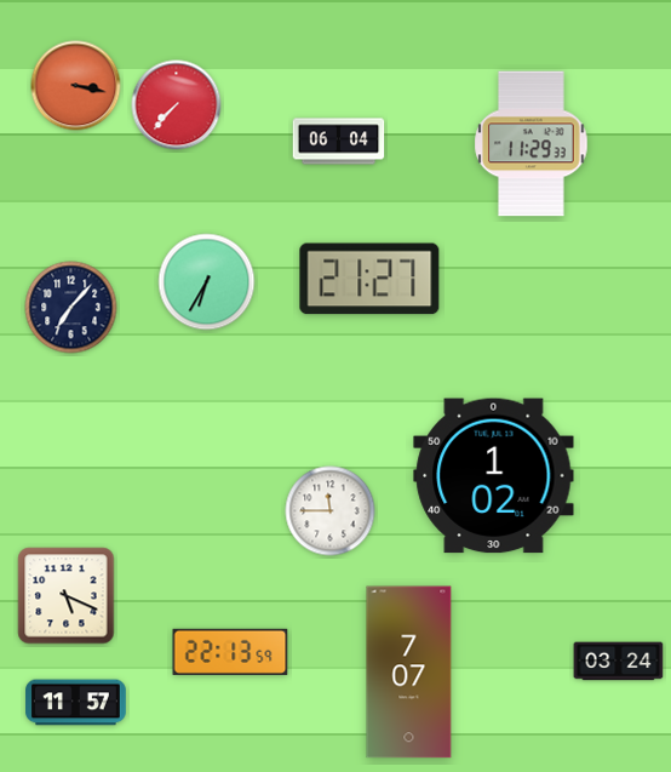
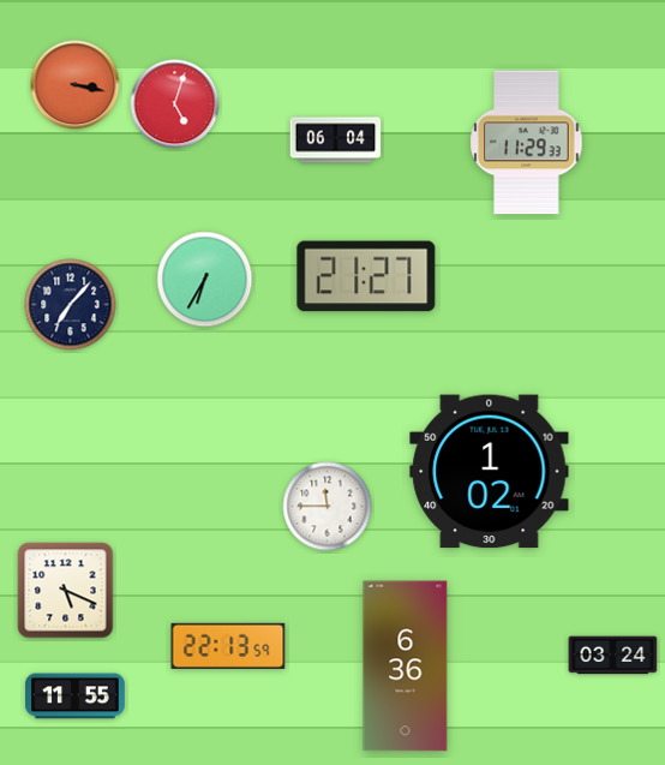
clock at (177, 105): 7:37 -> 5:03
clock at (409, 673): 7:07 -> 6:36
clock at (76, 703): 11:57 -> 11:55
